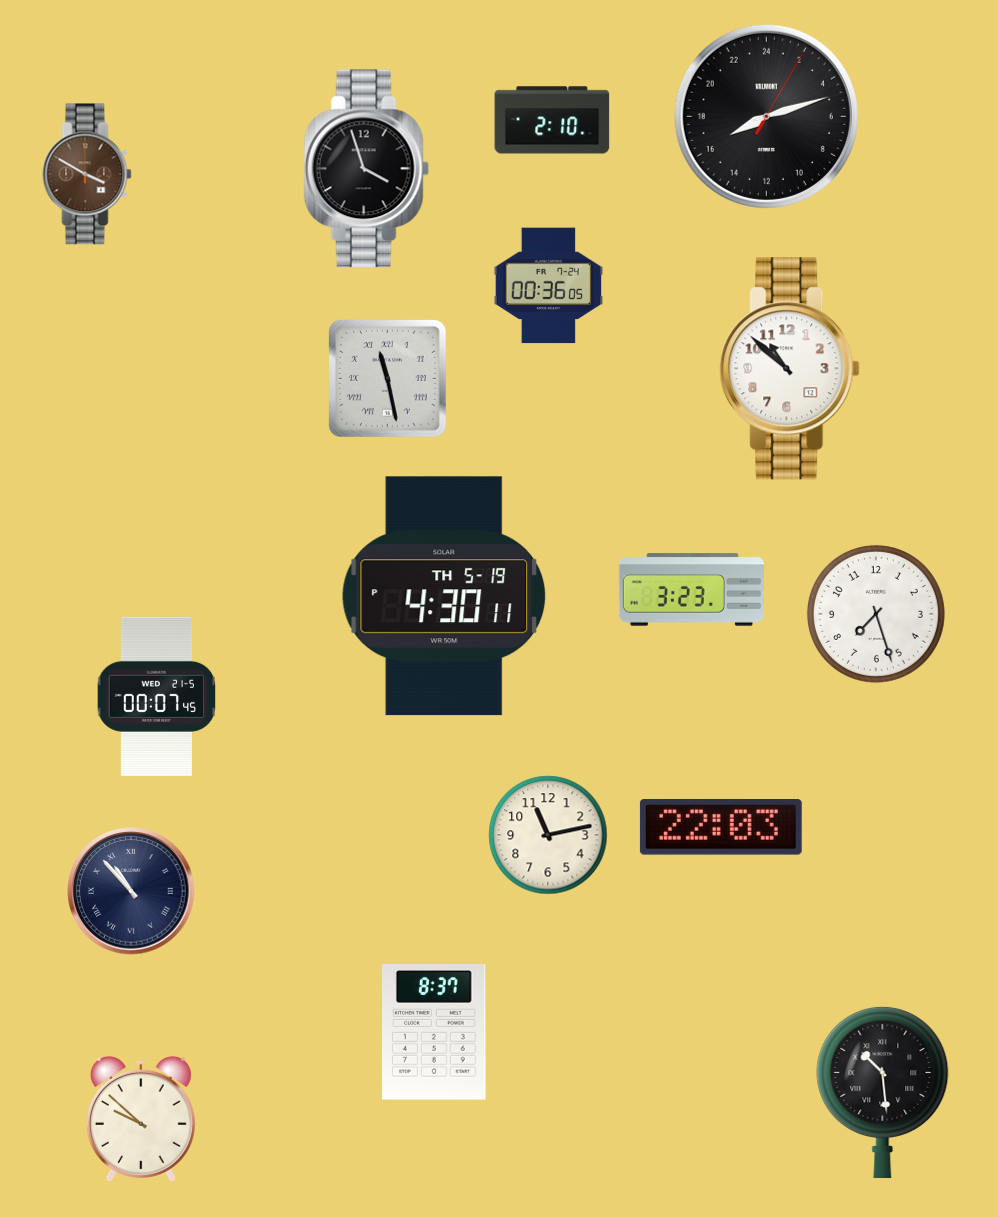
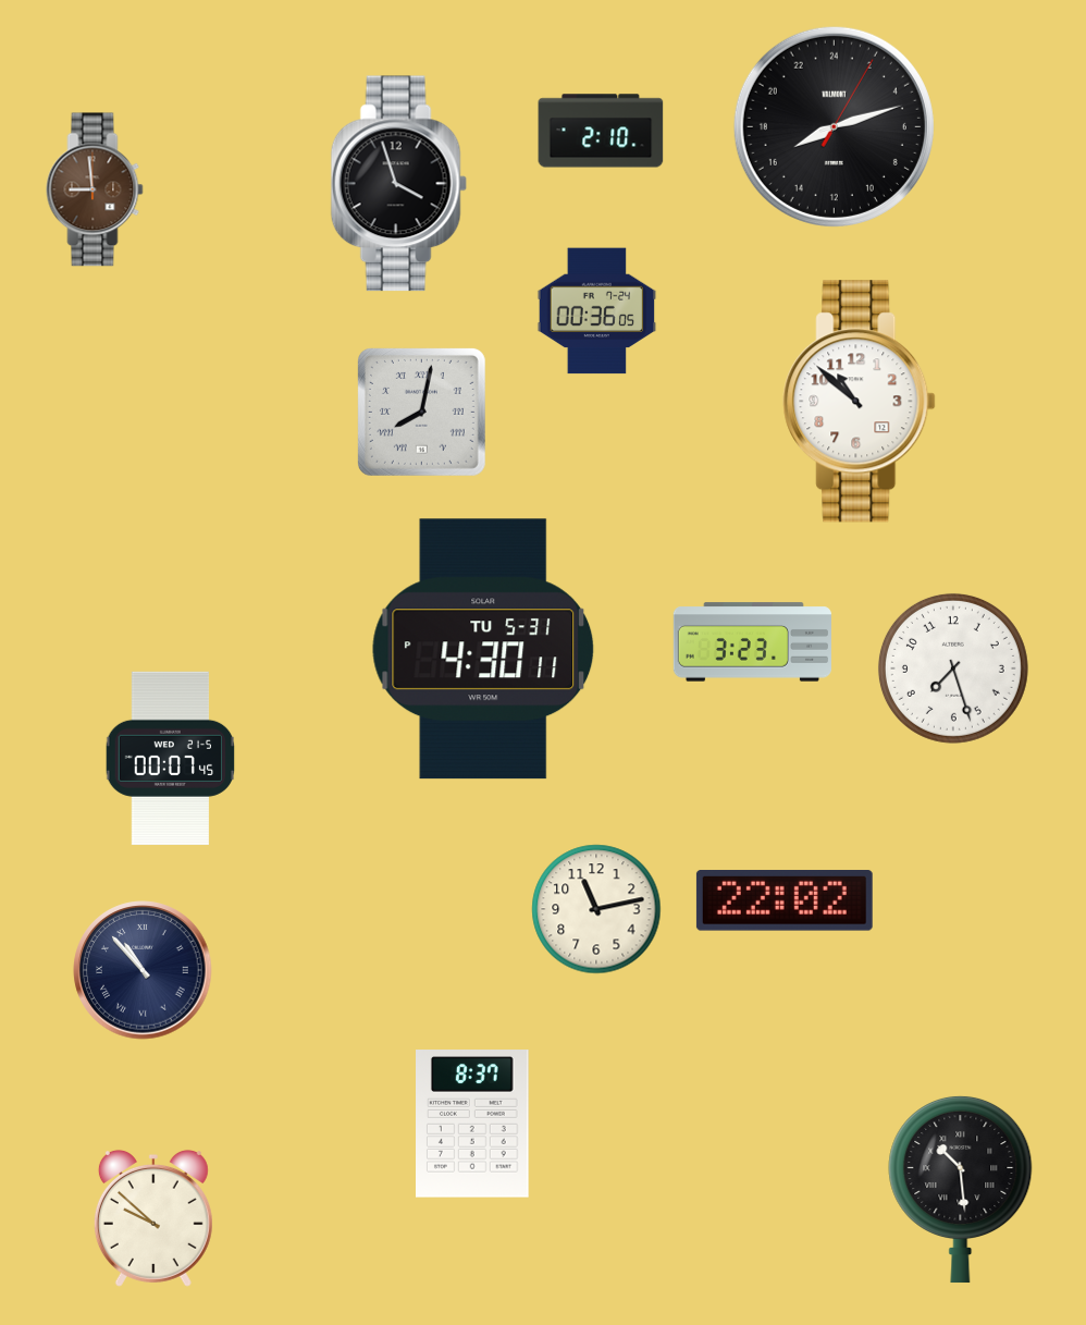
clock at (87, 174): 3:50 -> 8:59
clock at (387, 378): 11:28 -> 8:02
clock at (444, 596) date: TH 5-19 -> TU 5-31
clock at (721, 828): 22:03 -> 22:02
